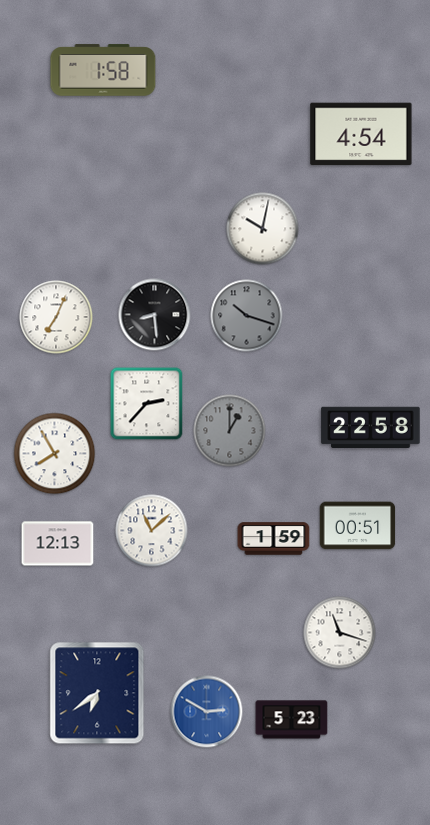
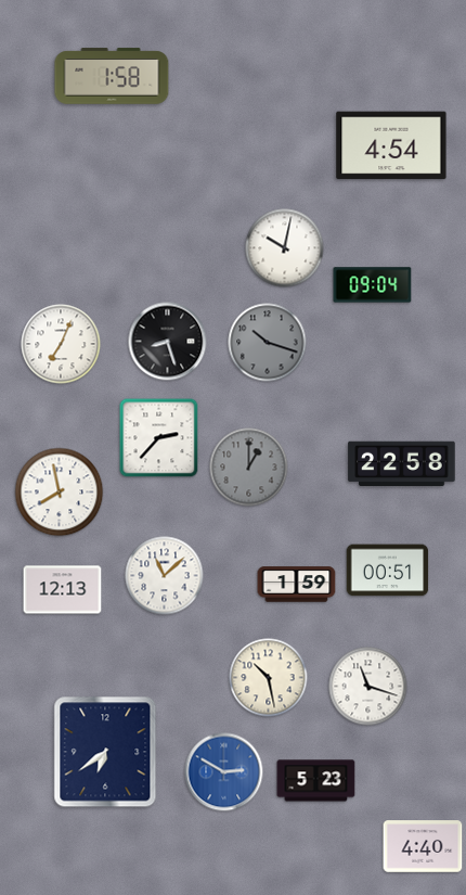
clock at (373, 285): none -> 09:04
clock at (155, 315): 8:29 -> 8:27
clock at (55, 454): 7:55 -> 7:58
clock at (269, 678): none -> 10:28
clock at (423, 846): none -> 4:40
